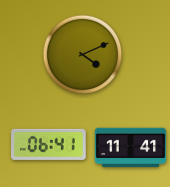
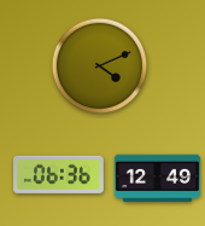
clock at (49, 144): 06:41 -> 06:36
clock at (131, 148): 11:41 -> 12:49
